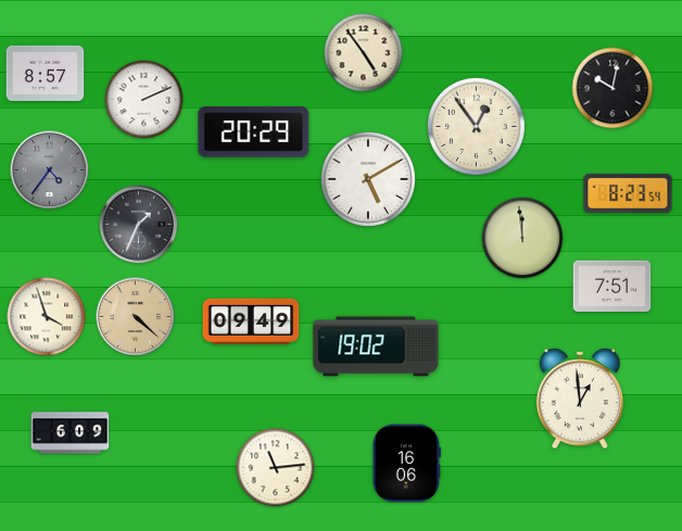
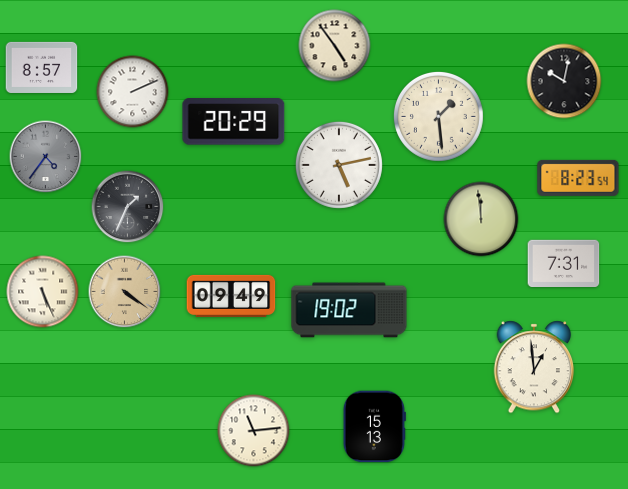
clock at (364, 53) position: (364, 53) -> (335, 46)
clock at (476, 126): 12:54 -> 1:29
clock at (368, 179): 5:10 -> 5:13
clock at (612, 287): 7:51 -> 7:31
clock at (47, 317): 3:57 -> 5:26
clock at (136, 317): 4:22 -> 4:21
clock at (376, 346) position: (376, 346) -> (349, 310)
clock at (71, 433): 6:09 -> none
clock at (406, 464): 16:06 -> 15:13
